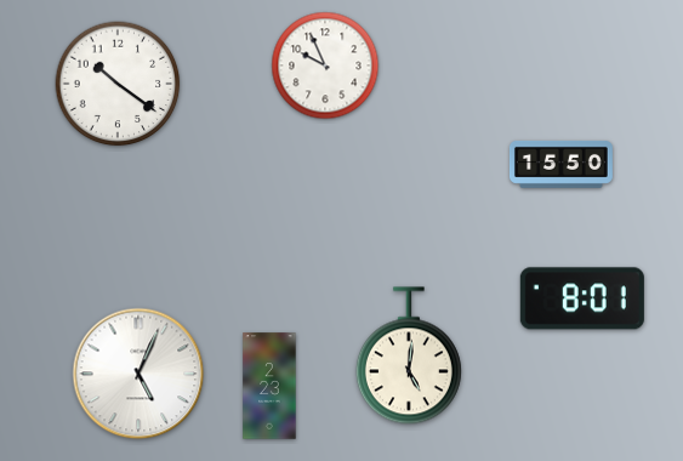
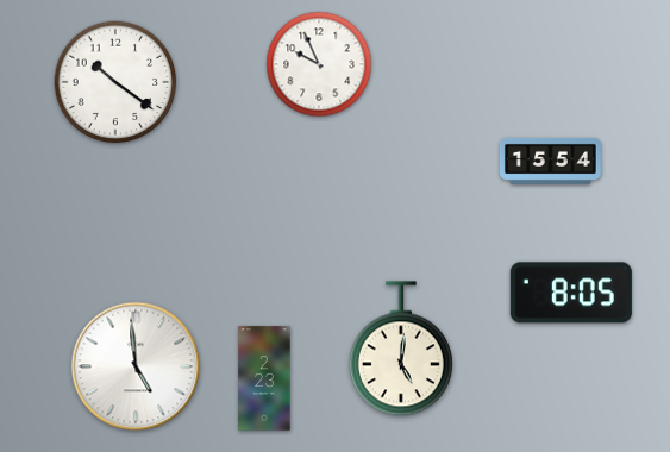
clock at (560, 164): 15:50 -> 15:54
clock at (582, 298): 8:01 -> 8:05
clock at (138, 374): 5:04 -> 4:59
